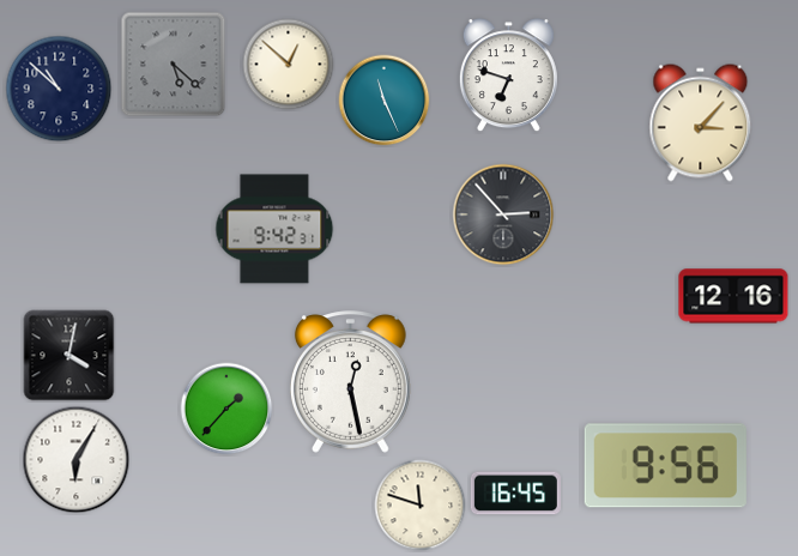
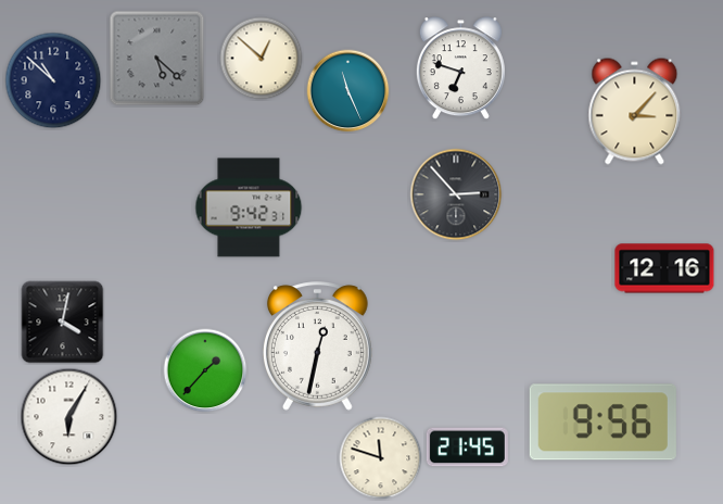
clock at (350, 382): 12:28 -> 12:32
clock at (515, 494): 16:45 -> 21:45
